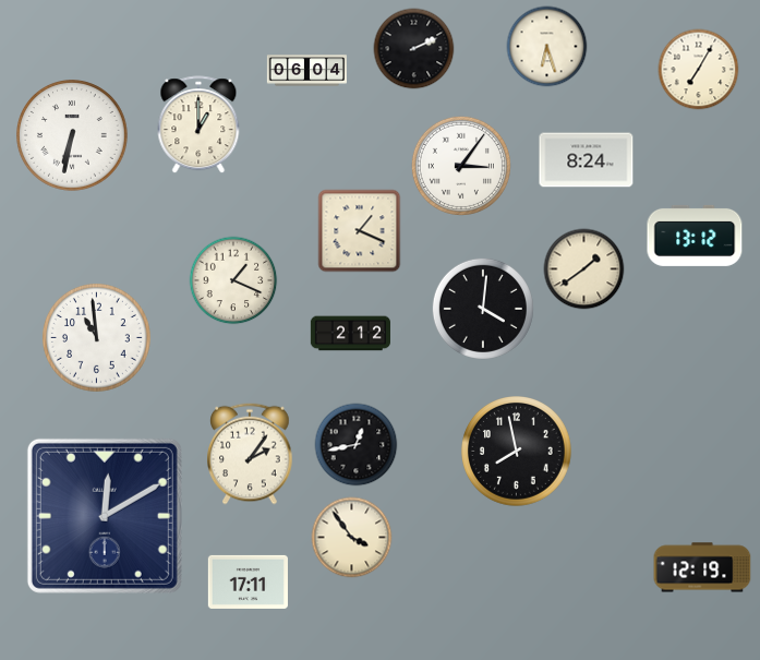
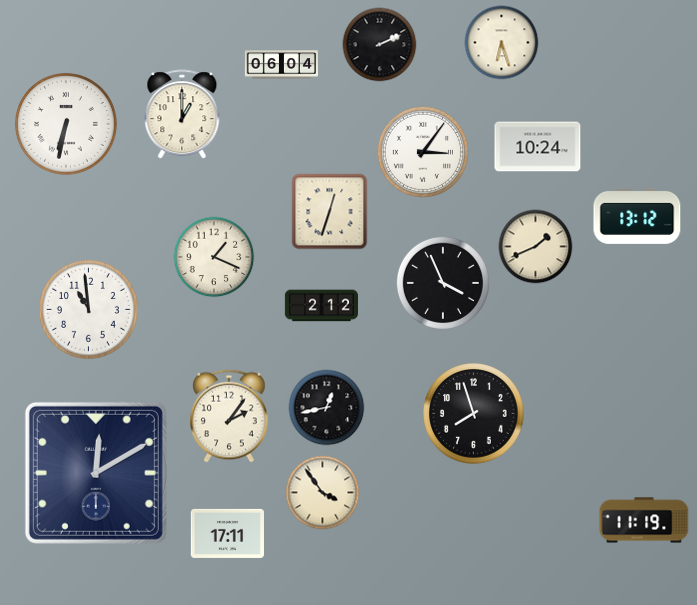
clock at (699, 70): 7:05 -> none
clock at (587, 160): 8:24 -> 10:24
clock at (360, 231): 1:19 -> 12:33
clock at (584, 269): 1:39 -> 1:41
clock at (483, 309): 4:01 -> 3:56
clock at (517, 452): 7:58 -> 7:57
clock at (702, 567): 12:19 -> 11:19
